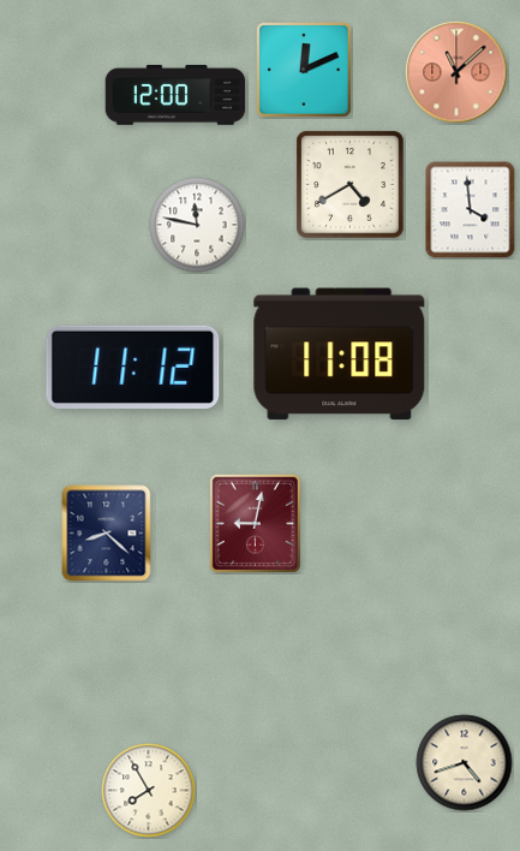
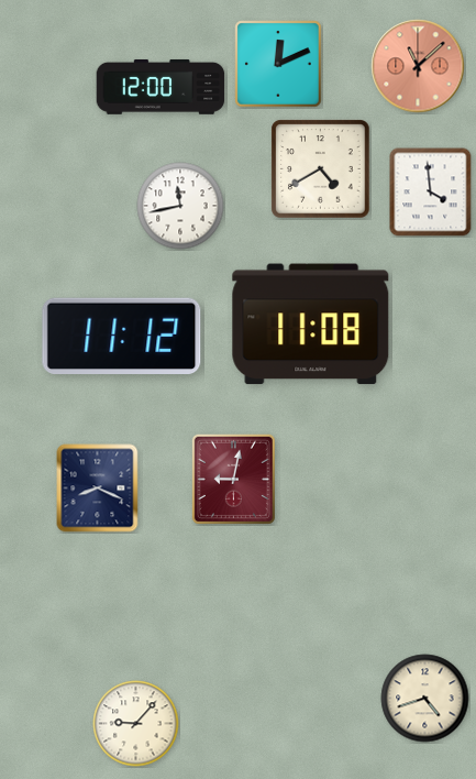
clock at (197, 225): 11:47 -> 11:43
clock at (107, 534): 8:22 -> 8:19
clock at (149, 791): 7:55 -> 9:07
